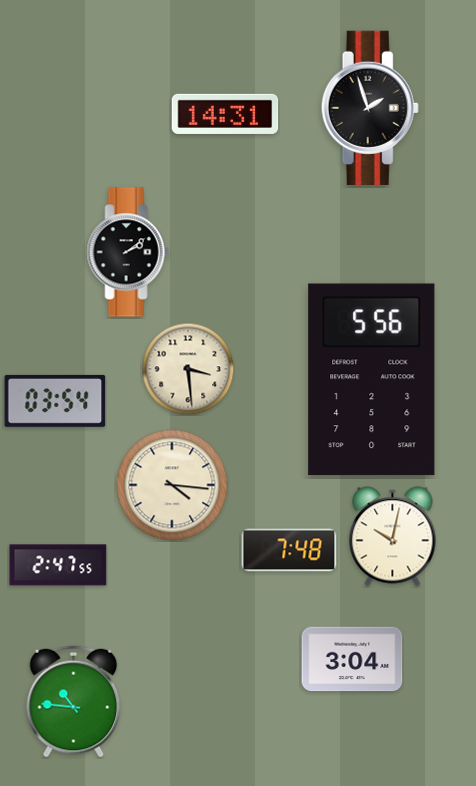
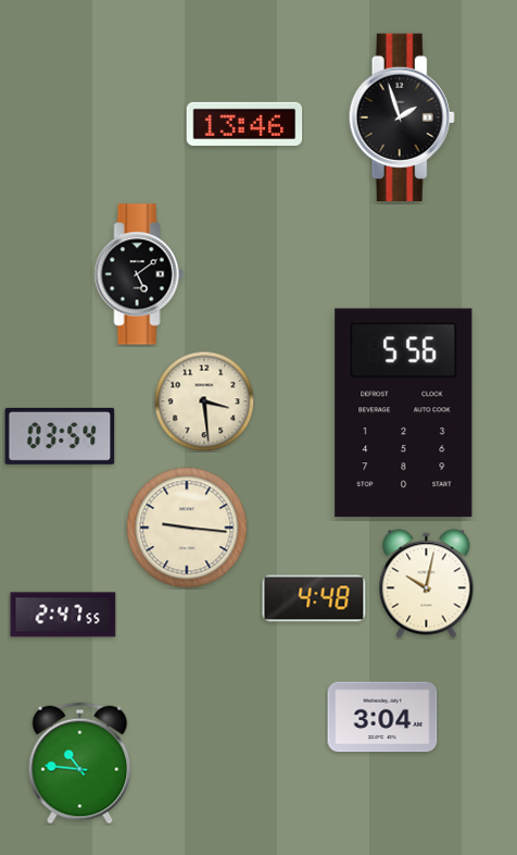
clock at (225, 114): 14:31 -> 13:46
clock at (128, 252): 2:09 -> 5:09
clock at (172, 485): 4:16 -> 9:16
clock at (289, 550): 7:48 -> 4:48
